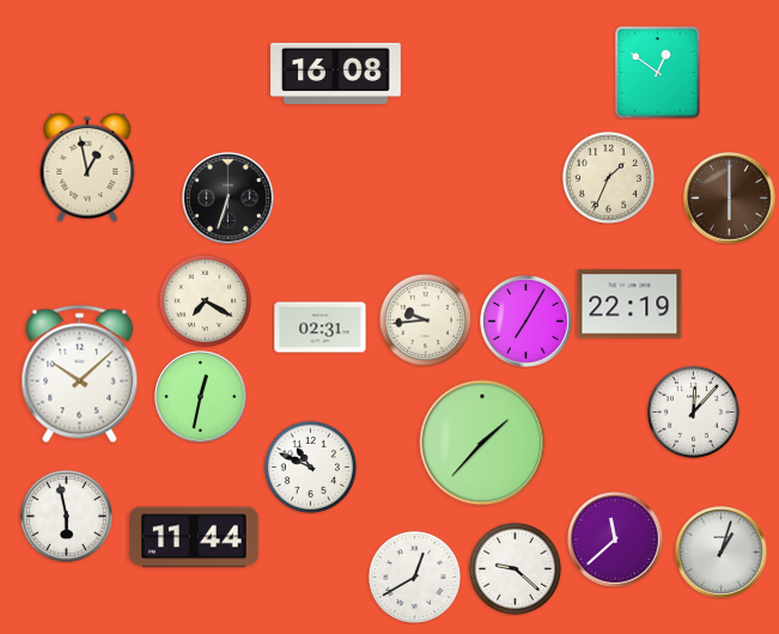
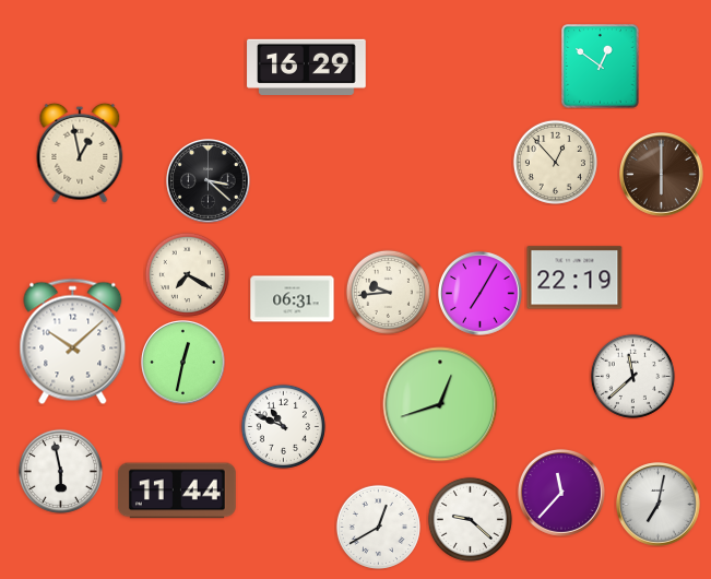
clock at (336, 73): 16:08 -> 16:29
clock at (608, 177): 1:34 -> 12:53
clock at (229, 199): 6:33 -> 3:22
clock at (730, 199) position: (730, 199) -> (662, 175)
clock at (321, 328): 02:31 -> 06:31
clock at (693, 412): 12:07 -> 11:38
clock at (482, 443): 1:37 -> 12:42
clock at (615, 539): 11:38 -> 11:37
clock at (722, 553): 1:03 -> 7:02
